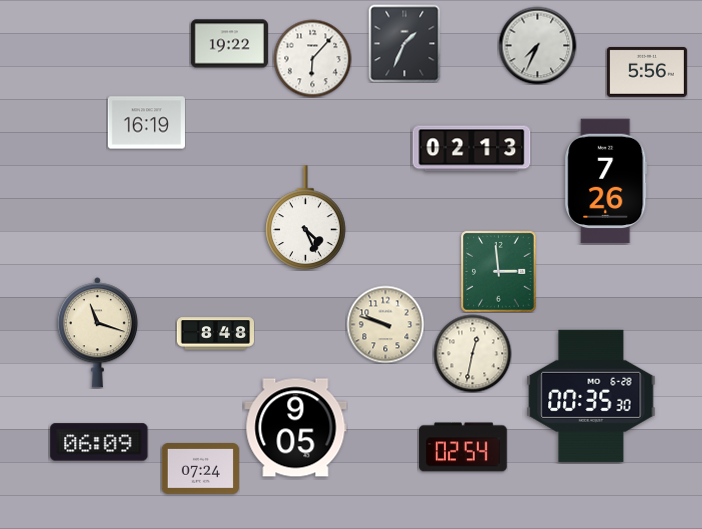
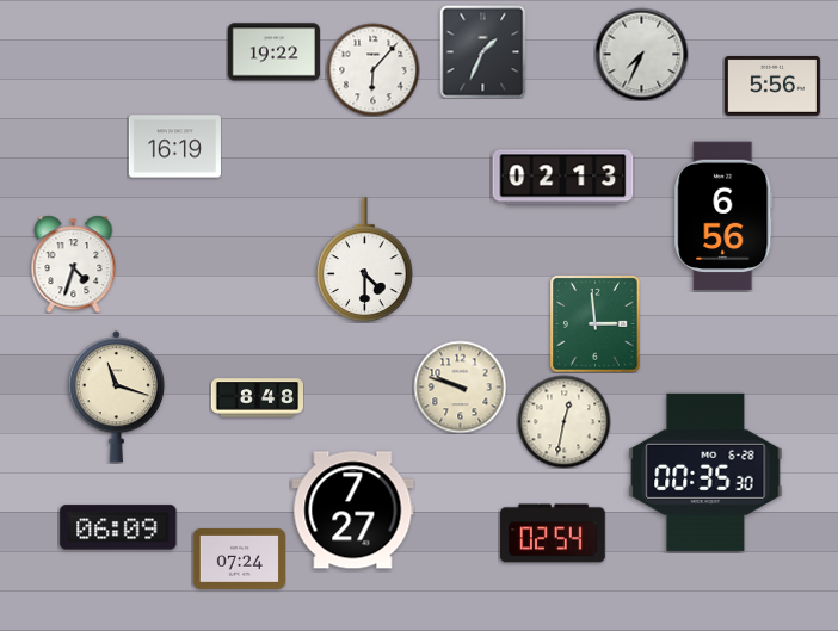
clock at (606, 181): 7:26 -> 6:56
clock at (306, 218): 4:26 -> 4:30
clock at (74, 264): none -> 4:33
clock at (296, 428): 9:05 -> 7:27
